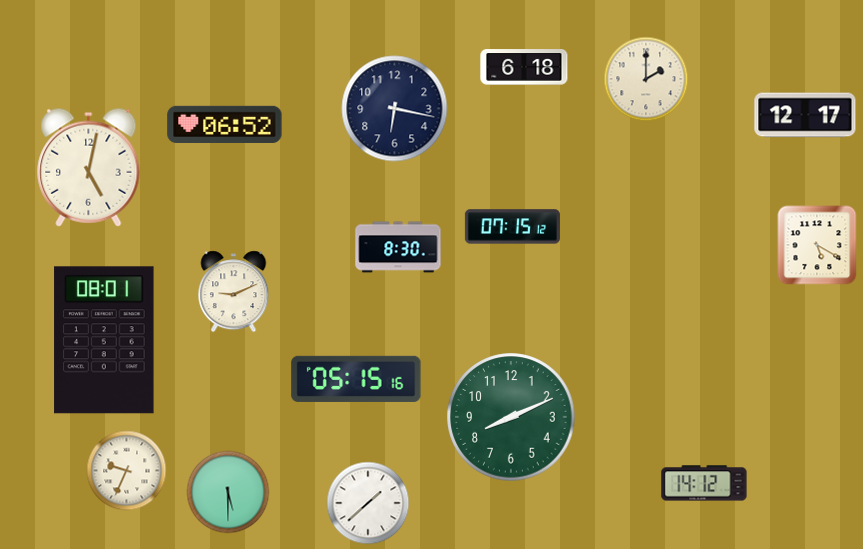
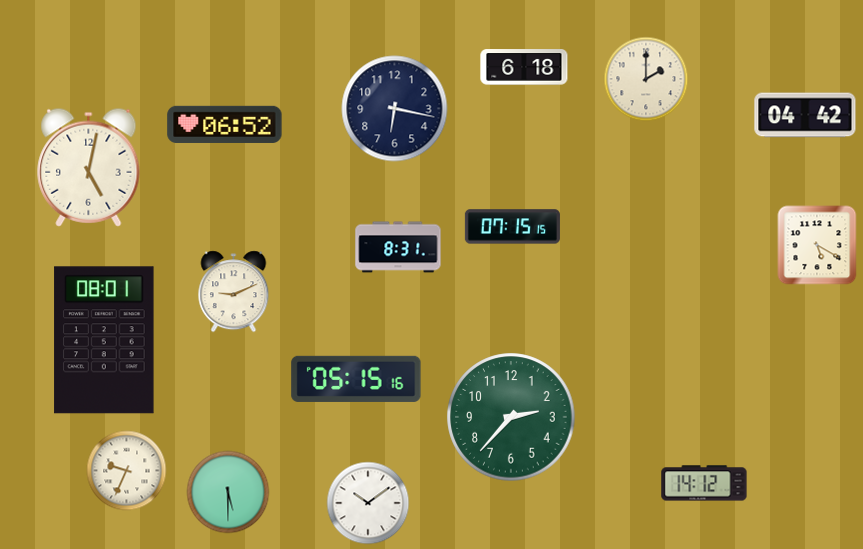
clock at (805, 115): 12:17 -> 04:42
clock at (512, 227): 07:15:12 -> 07:15:15
clock at (398, 247): 8:30 -> 8:31
clock at (511, 417): 8:11 -> 2:37
clock at (368, 503): 1:38 -> 10:09
